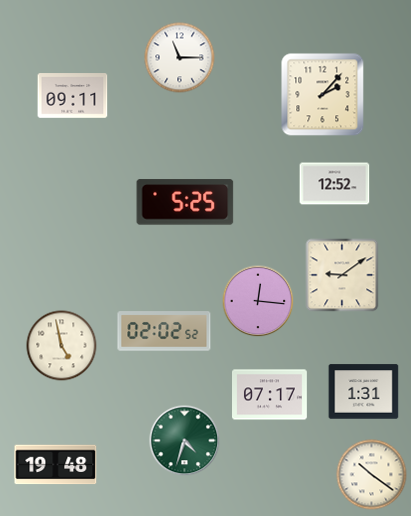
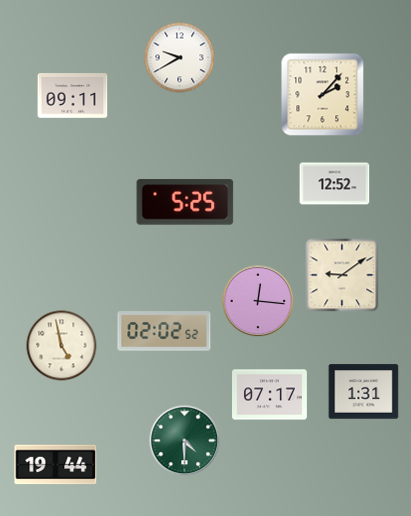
clock at (180, 58): 11:15 -> 9:40
clock at (185, 441): 4:33 -> 4:30
clock at (56, 465): 19:48 -> 19:44
clock at (372, 475): 10:21 -> none
